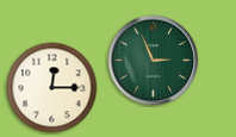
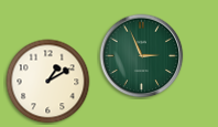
clock at (52, 88): 12:15 -> 1:10
